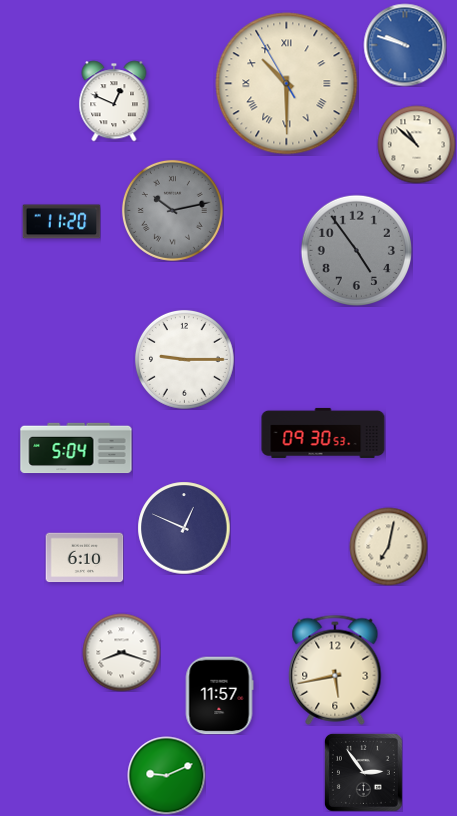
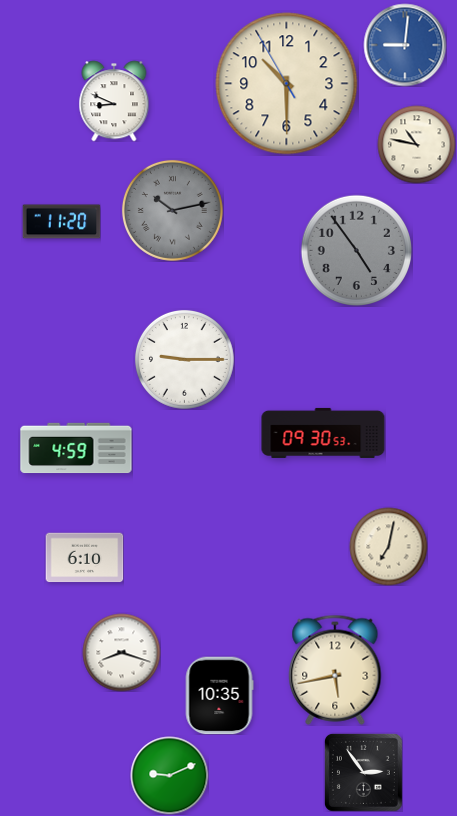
clock at (405, 45): 9:48 -> 9:01
clock at (287, 84) numerals: Roman -> Arabic
clock at (114, 101): 12:49 -> 8:49
clock at (416, 144): 10:52 -> 10:47
clock at (76, 448): 5:04 -> 4:59
clock at (184, 528): 12:49 -> none
clock at (219, 695): 11:57 -> 10:35
clock at (166, 775) position: (166, 775) -> (169, 775)
